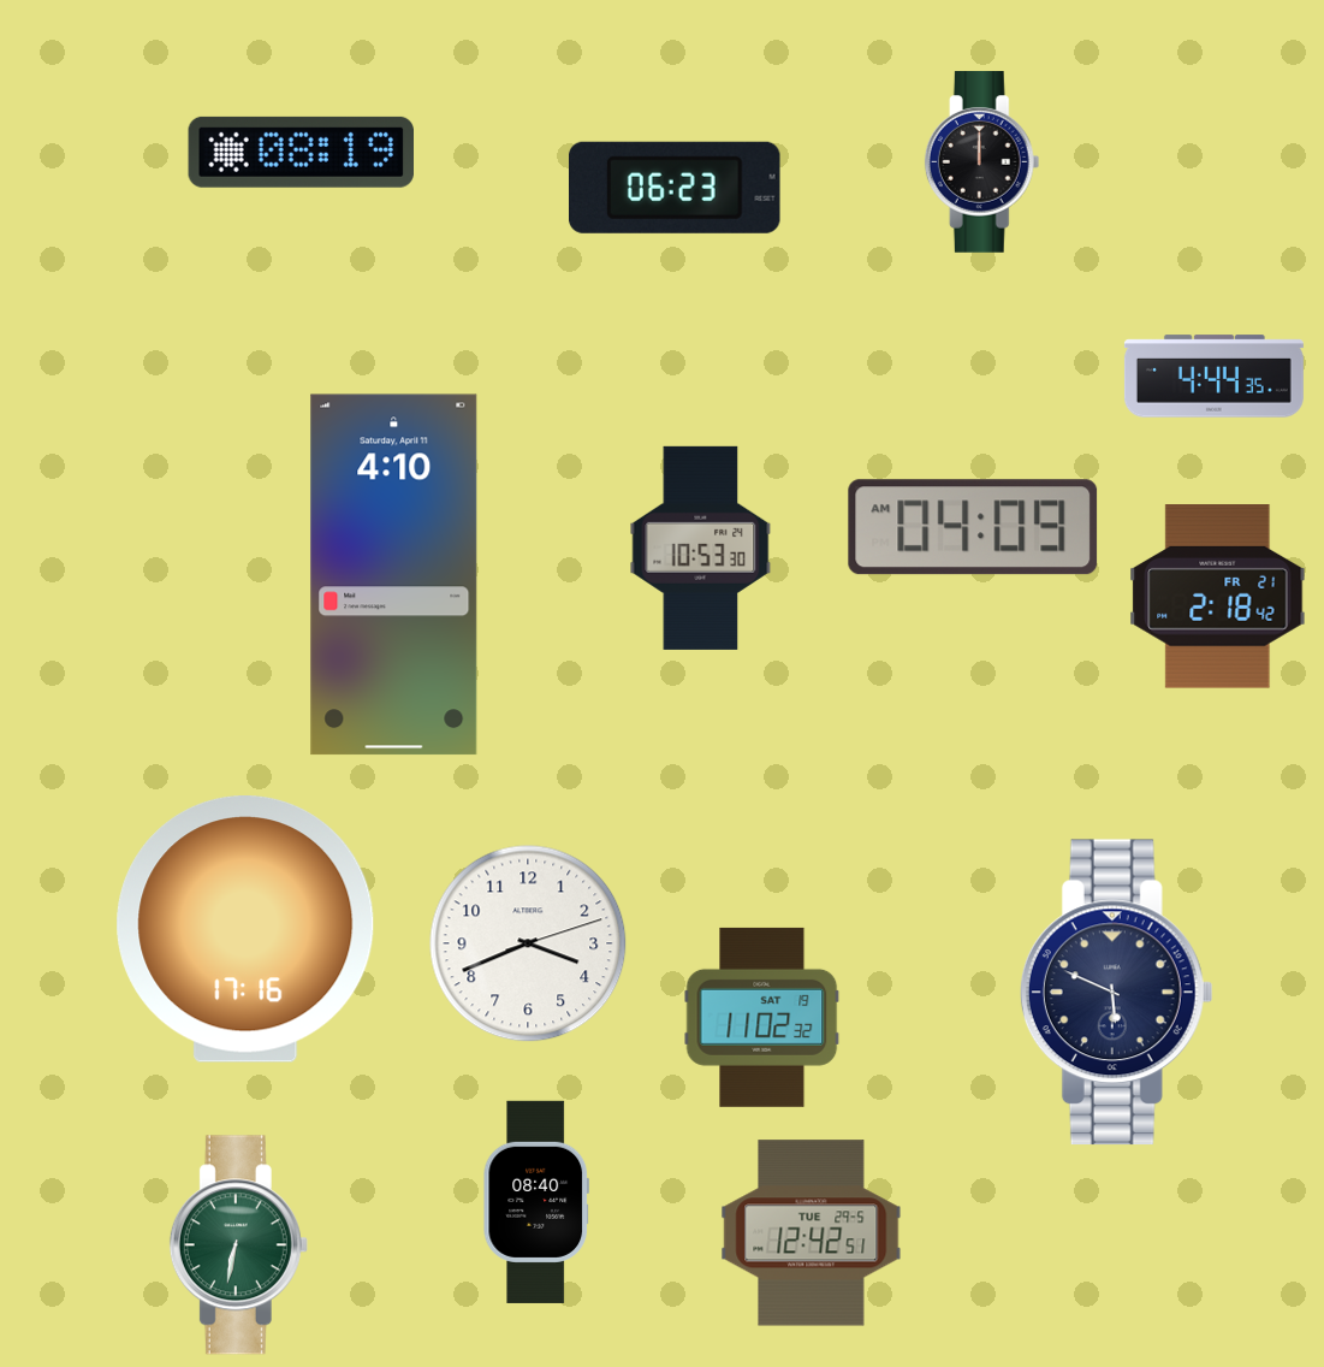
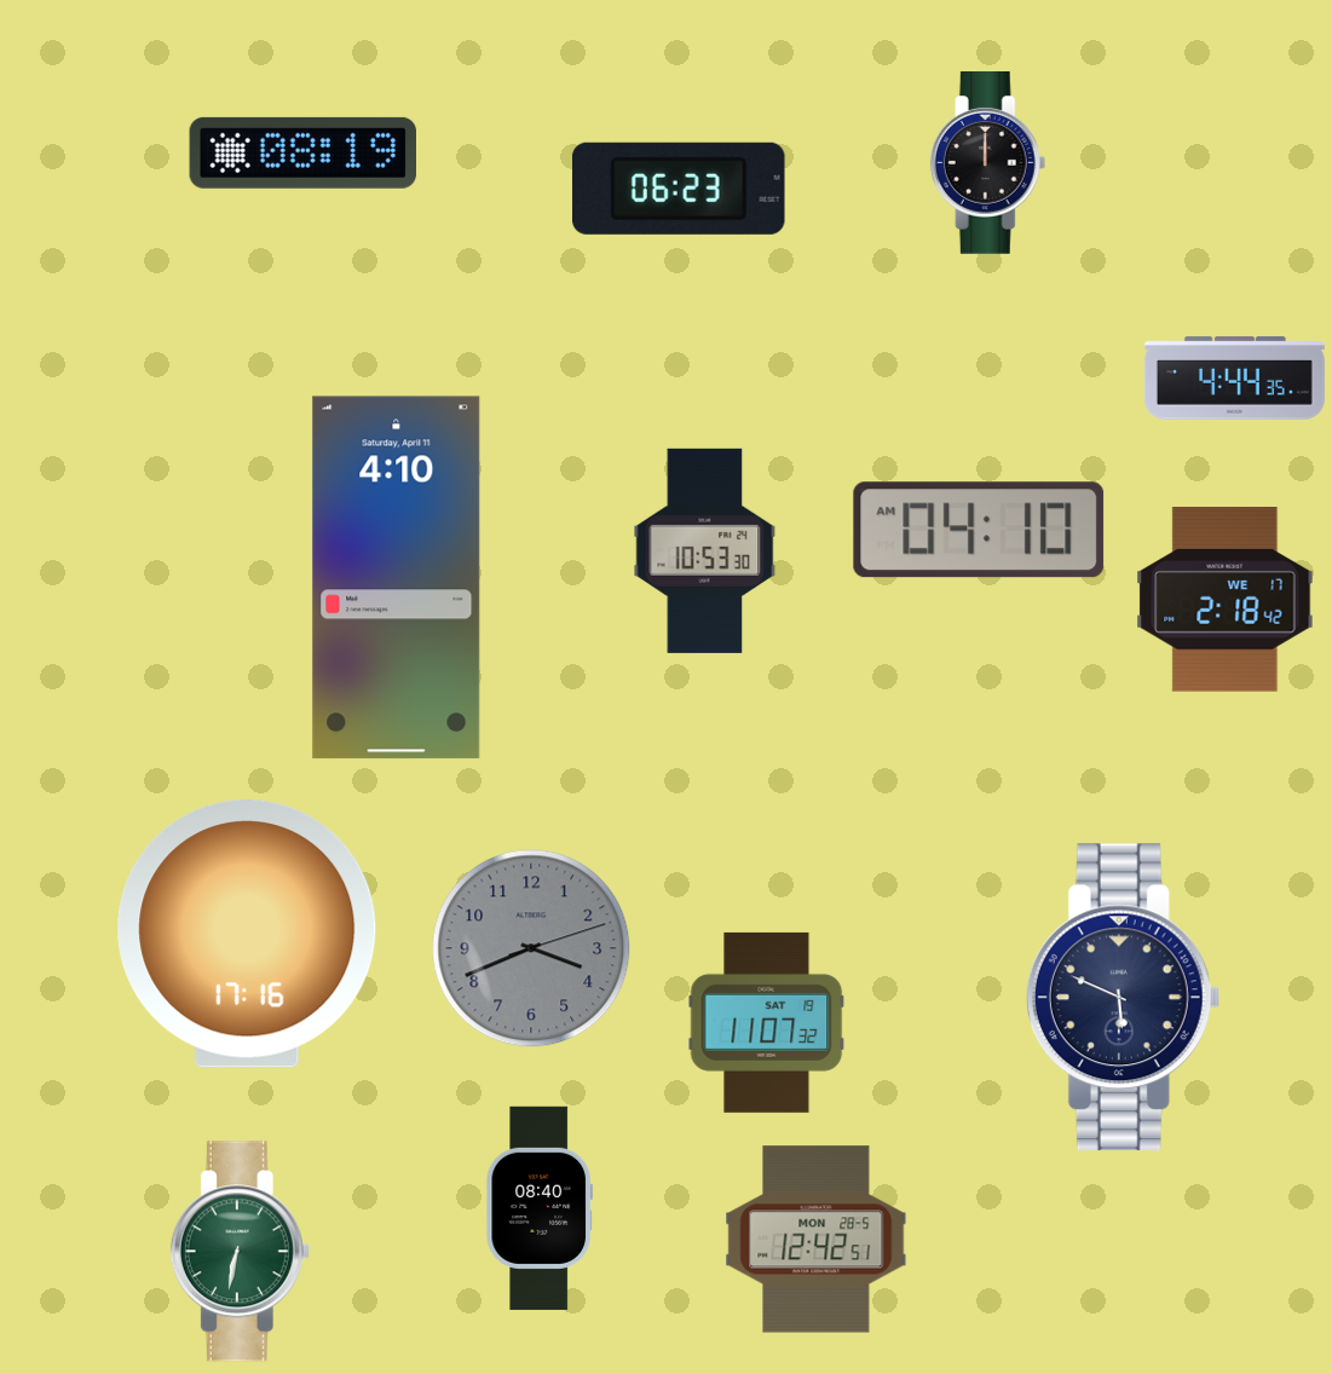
clock at (1213, 377) position: (1213, 377) -> (1234, 379)
clock at (973, 527): 04:09 -> 04:10
clock at (1218, 597) date: FR 21 -> WE 17
clock at (528, 943) dial: white -> grey
clock at (762, 1017): 11:02 -> 11:07
clock at (812, 1233) date: TUE 29-5 -> MON 28-5
